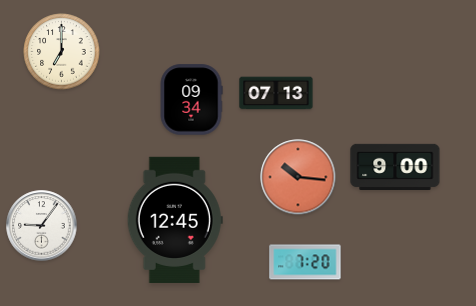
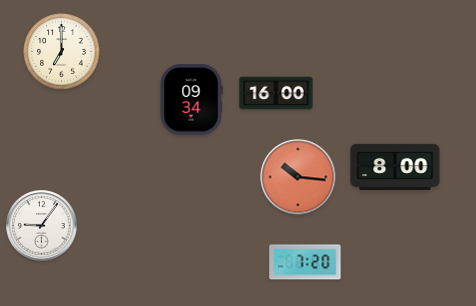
clock at (276, 93): 07:13 -> 16:00
clock at (395, 167): 9:00 -> 8:00
clock at (175, 220): 12:45 -> none
